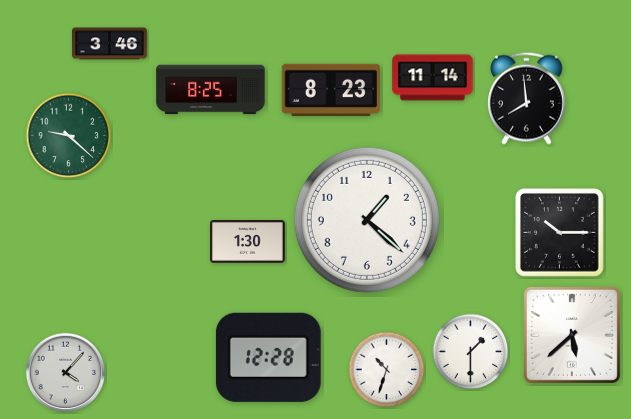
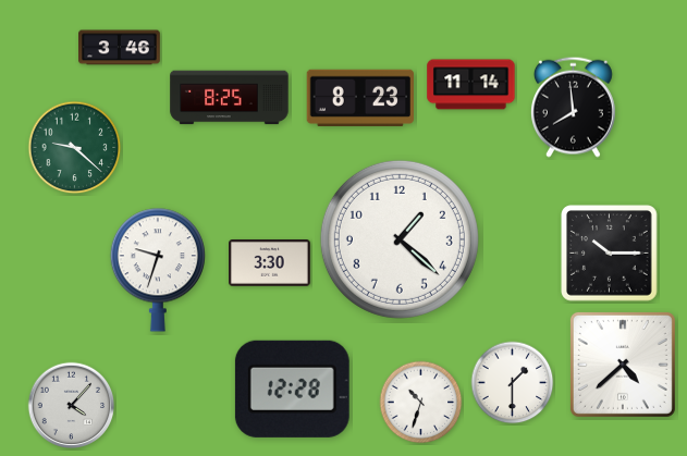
clock at (248, 242): 1:30 -> 3:30
clock at (158, 270): none -> 9:33
clock at (572, 335): 5:38 -> 4:38
